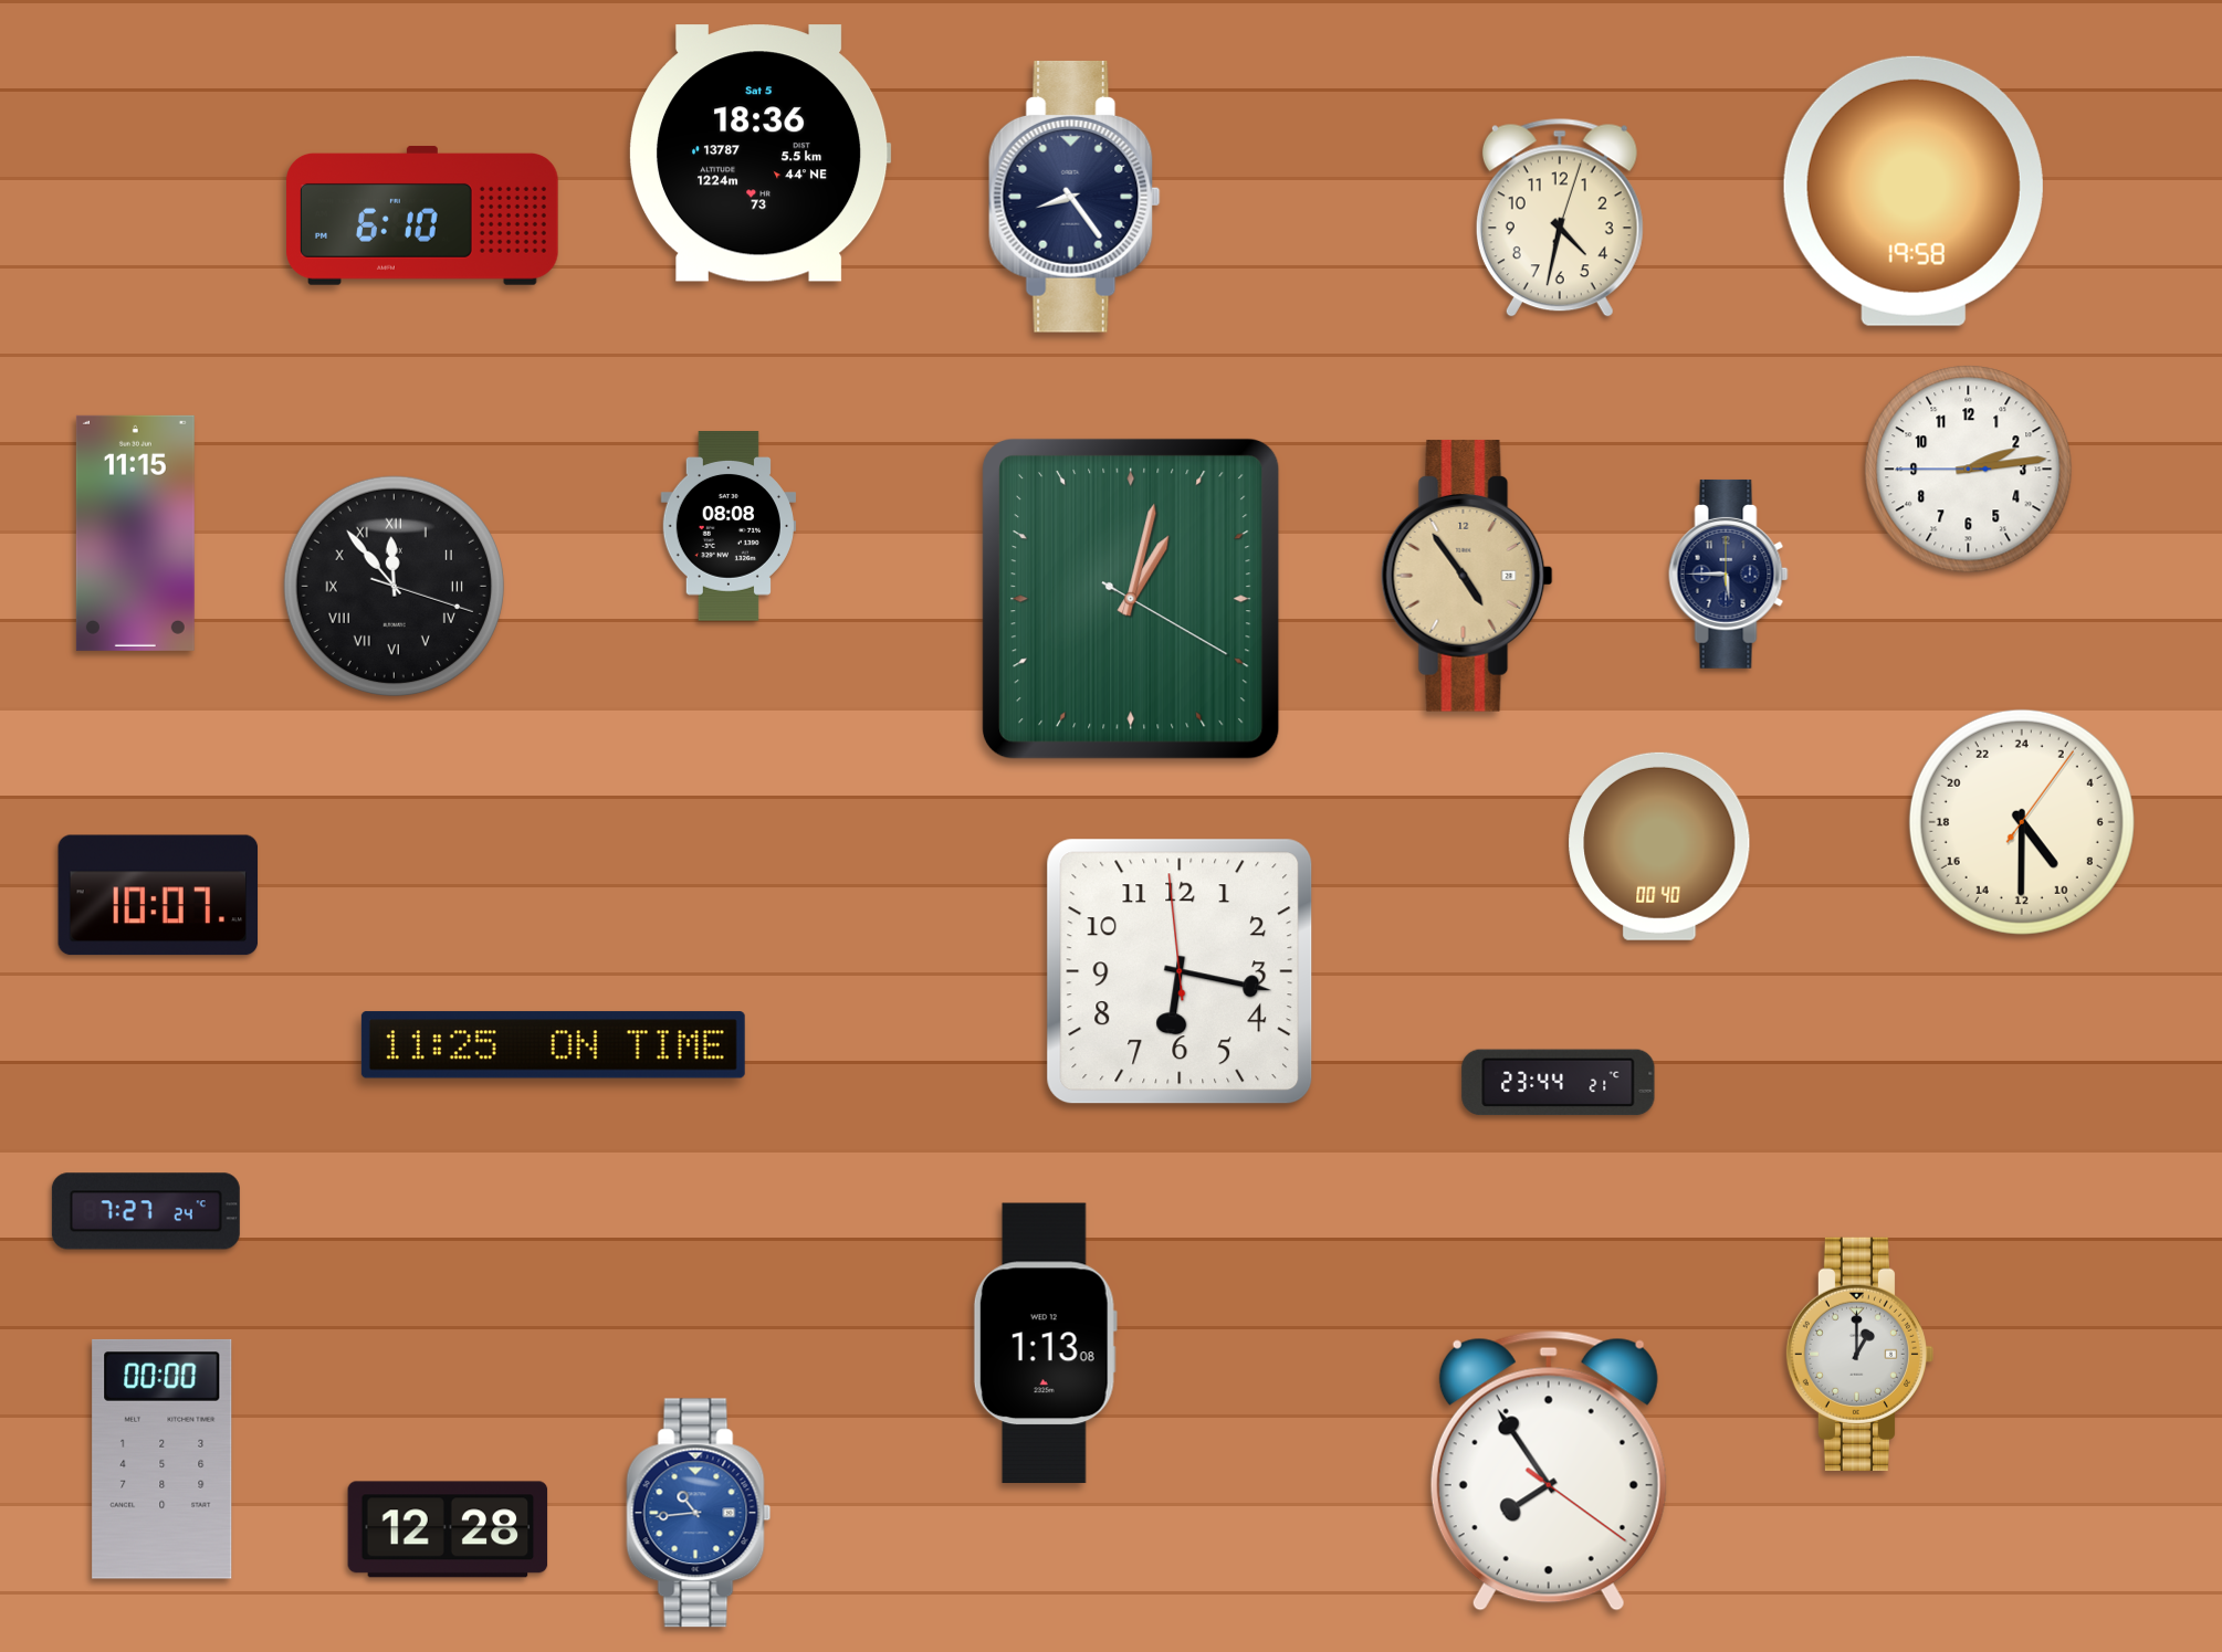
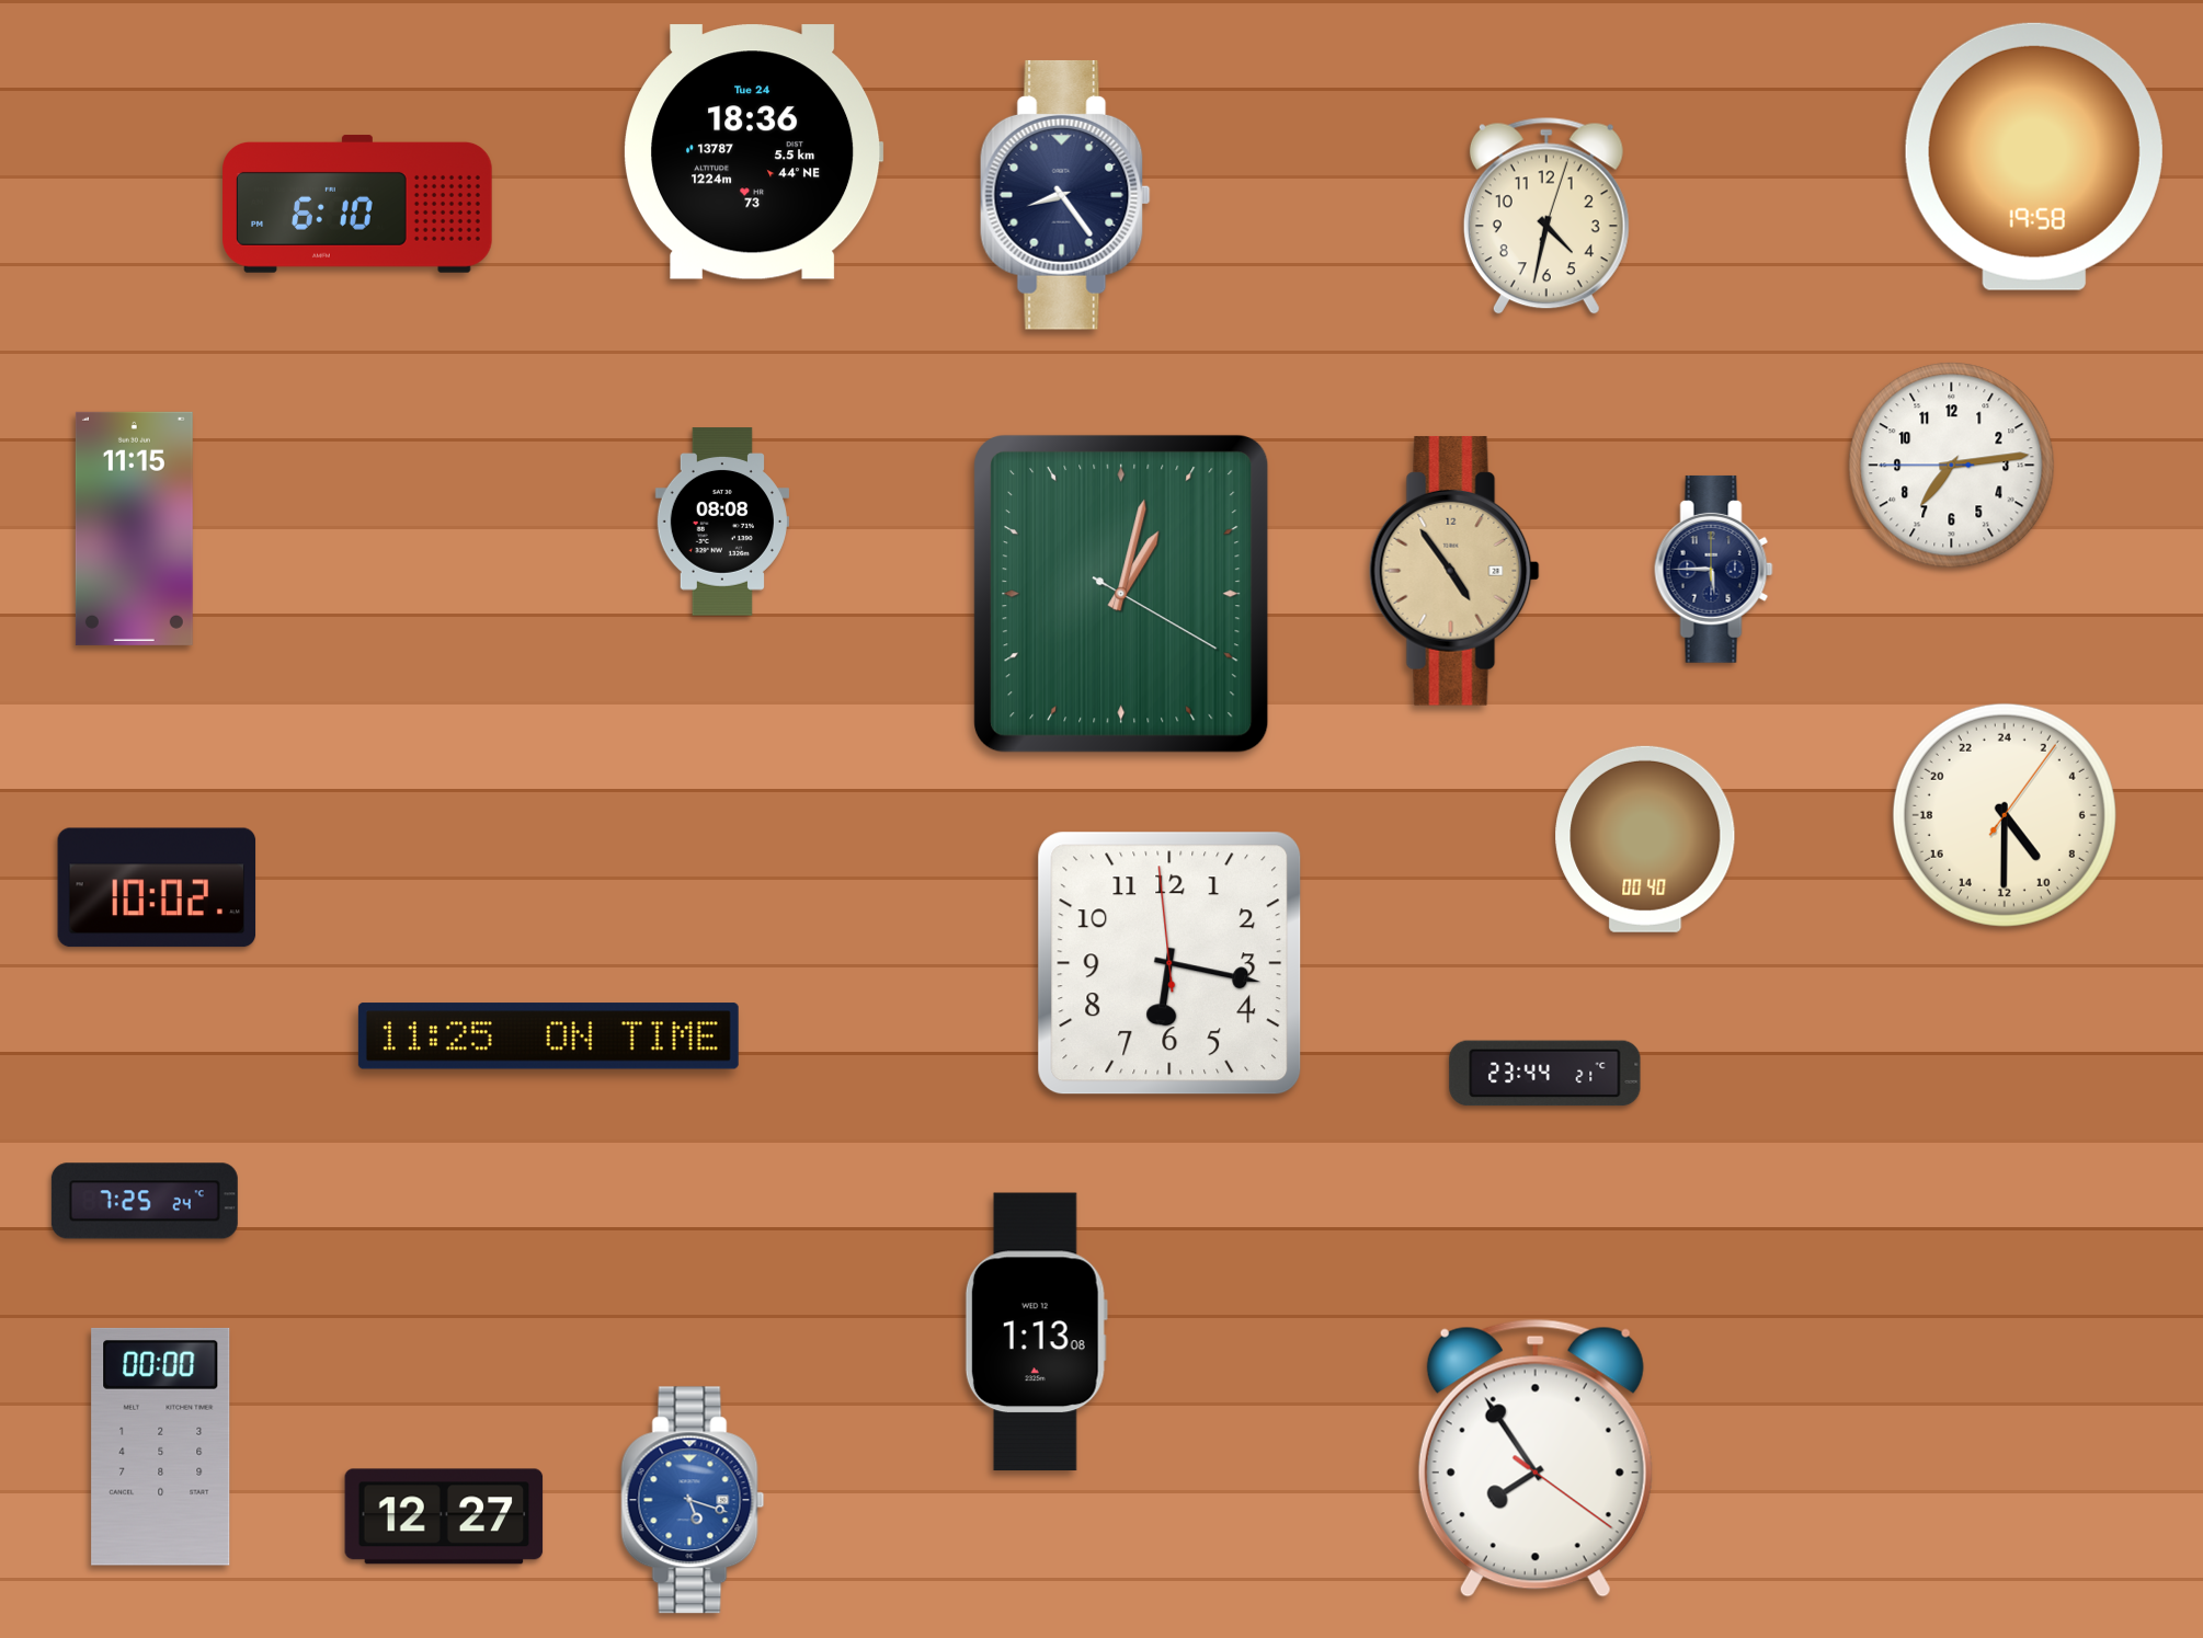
clock at (761, 154) date: Sat 5 -> Tue 24
clock at (1914, 191) position: (1914, 191) -> (2034, 157)
clock at (422, 215) position: (422, 215) -> (357, 204)
clock at (1969, 470): 2:13 -> 7:13
clock at (394, 586): 11:53 -> none
clock at (158, 895): 10:07 -> 10:02
clock at (146, 1211): 7:27 -> 7:25
clock at (1859, 1354): 1:00 -> none
clock at (699, 1513): 10:44 -> 5:18
clock at (448, 1529): 12:28 -> 12:27
